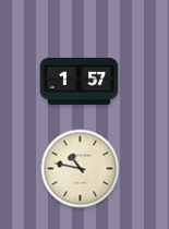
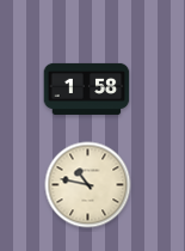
clock at (80, 81): 1:57 -> 1:58
